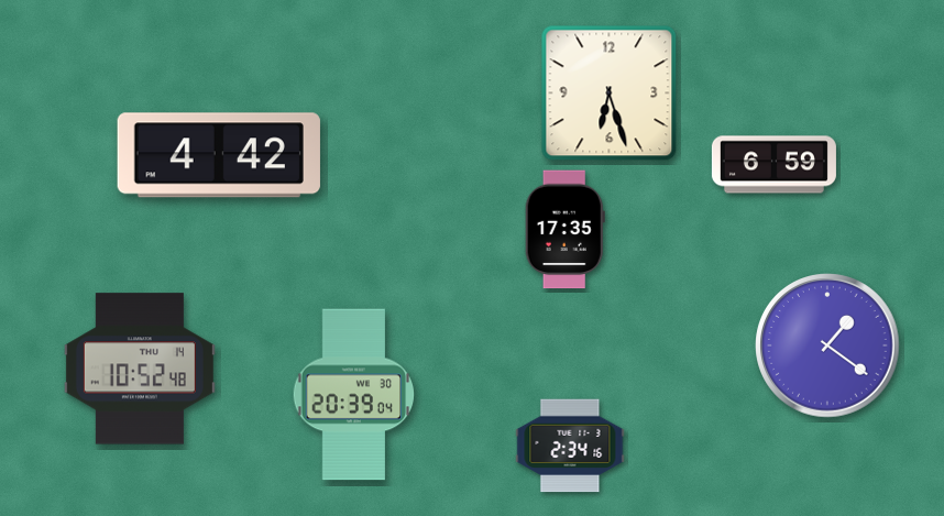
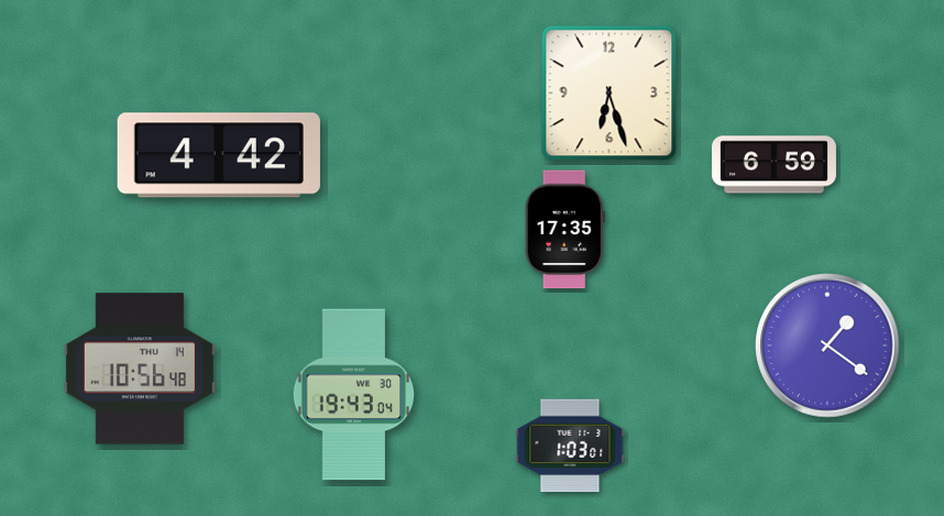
clock at (140, 369): 10:52 -> 10:56
clock at (354, 395): 20:39 -> 19:43
clock at (570, 446): 2:34 -> 1:03
